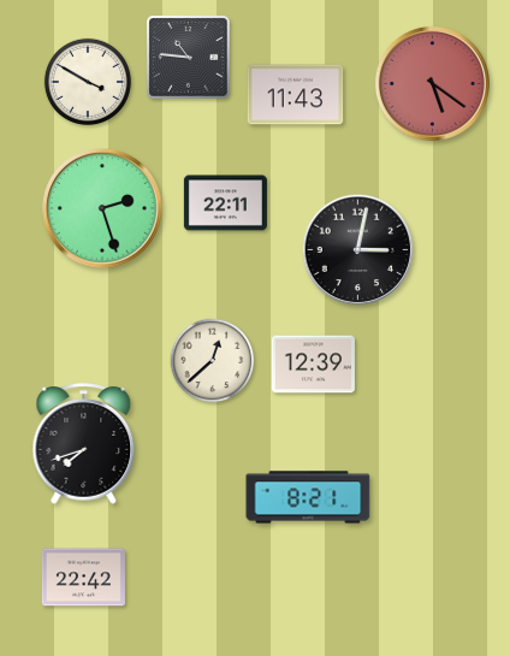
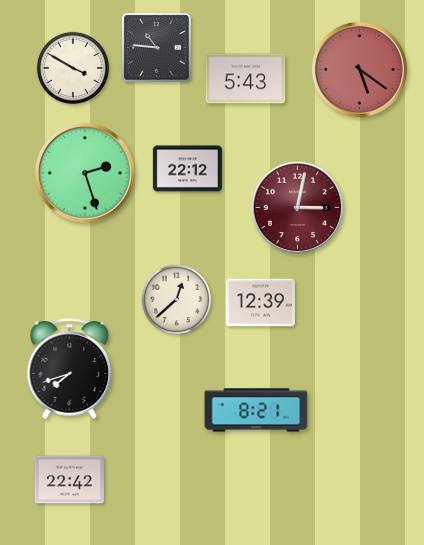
clock at (296, 95): 11:43 -> 5:43
clock at (225, 203): 22:11 -> 22:12
clock at (358, 250) dial: black -> burgundy
clock at (308, 497) position: (308, 497) -> (256, 410)
